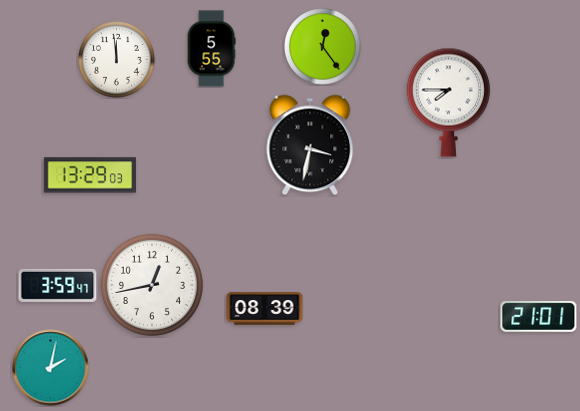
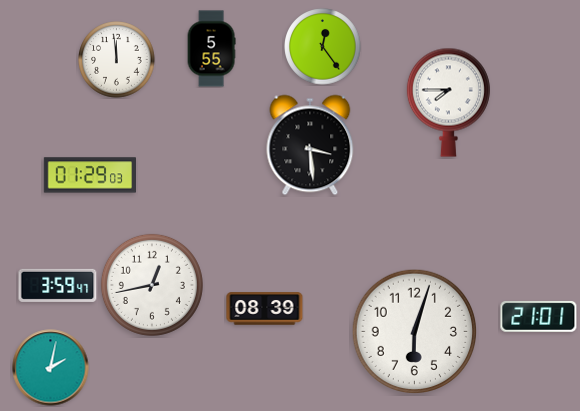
clock at (310, 145): 3:32 -> 3:29
clock at (90, 175): 13:29 -> 01:29
clock at (414, 331): none -> 6:03
